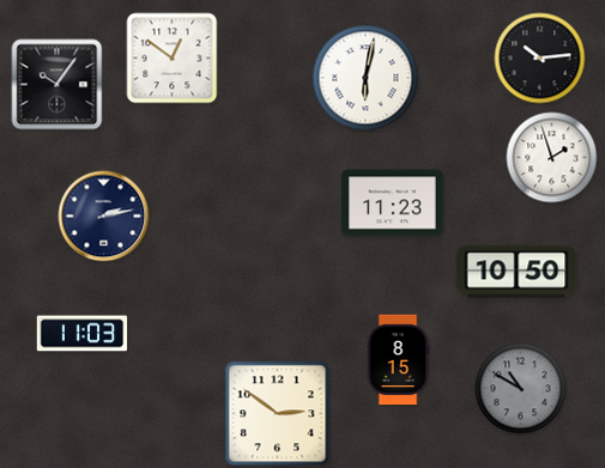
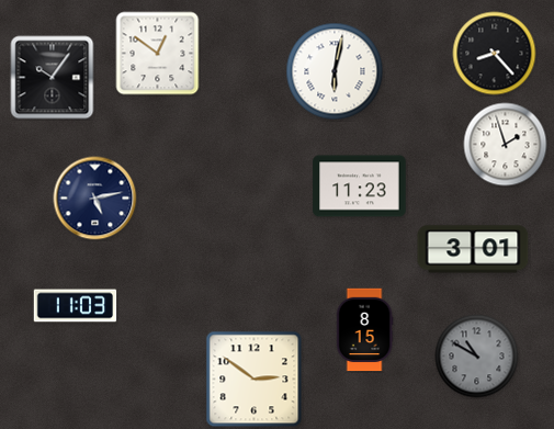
clock at (540, 59): 10:14 -> 8:23
clock at (104, 217): 2:13 -> 5:13
clock at (516, 272): 10:50 -> 3:01
